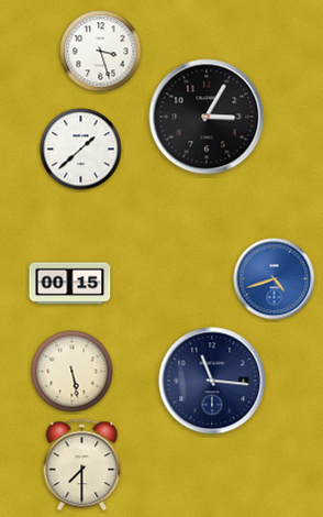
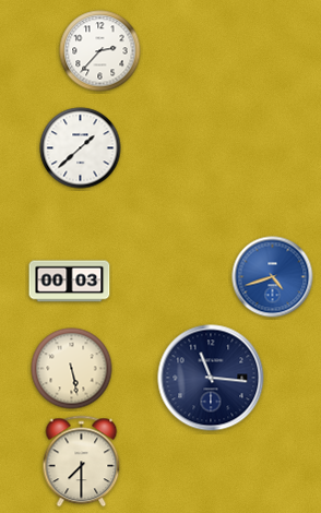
clock at (101, 52): 3:27 -> 2:37
clock at (207, 117): 3:05 -> none
clock at (70, 284): 00:15 -> 00:03
